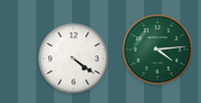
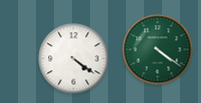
clock at (158, 50): 4:14 -> 4:21
